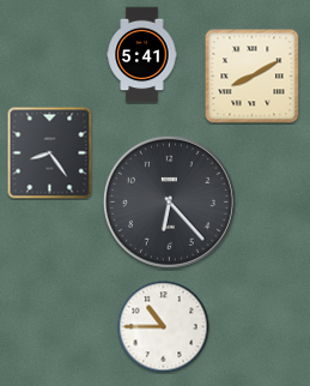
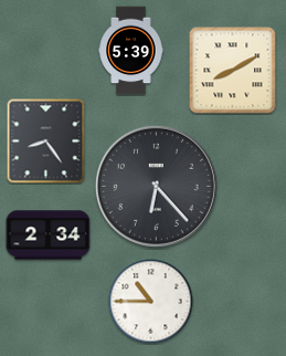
clock at (142, 55): 5:41 -> 5:39
clock at (49, 235): none -> 2:34
